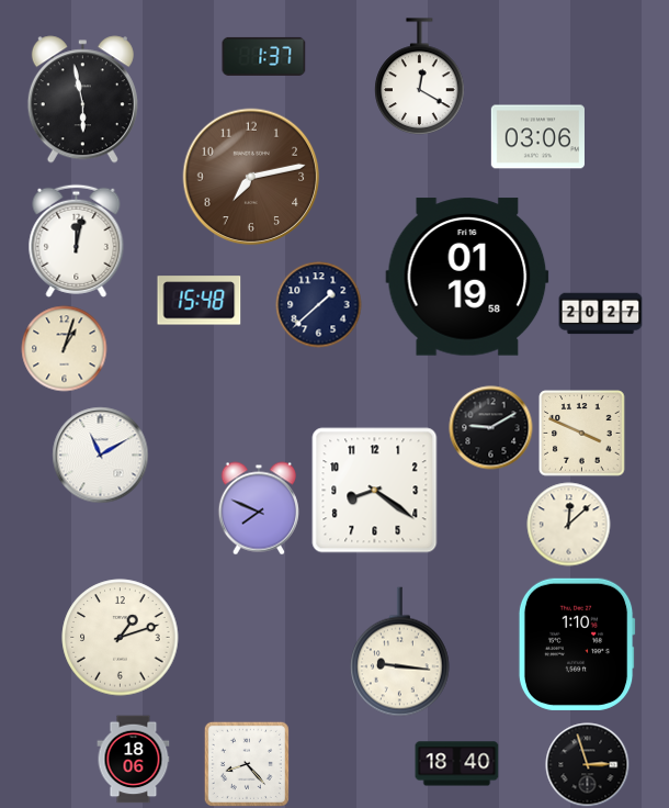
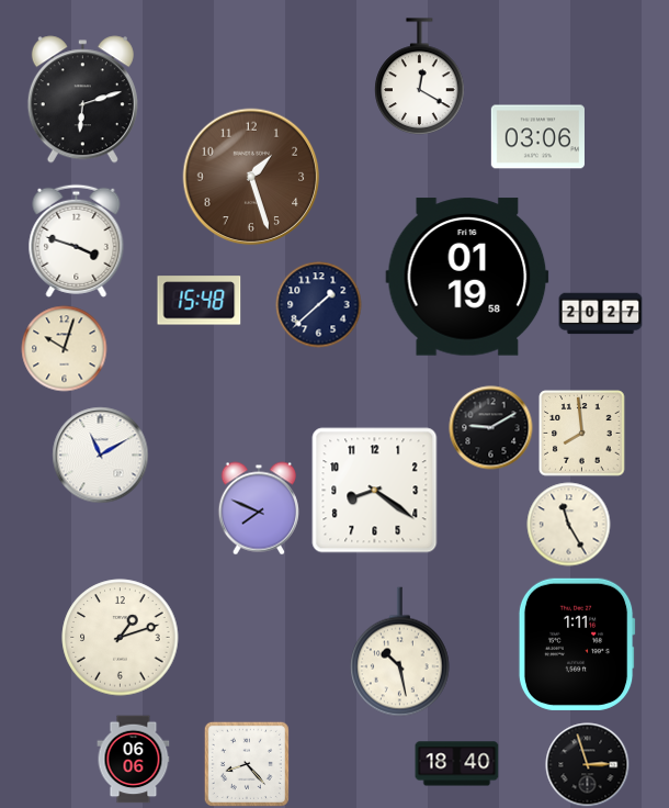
clock at (264, 56): 1:37 -> none
clock at (82, 100): 5:58 -> 6:12
clock at (251, 177): 7:13 -> 1:27
clock at (77, 240): 12:02 -> 3:48
clock at (65, 349): 1:03 -> 10:03
clock at (582, 434): 3:49 -> 7:59
clock at (569, 525): 12:08 -> 11:25
clock at (577, 644): 1:10 -> 1:11
clock at (400, 652): 9:16 -> 10:28
clock at (134, 760): 18:06 -> 06:06
